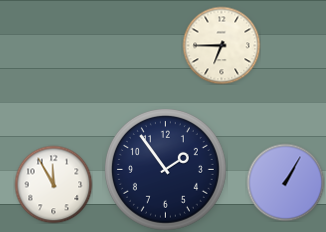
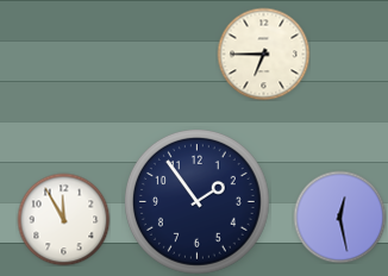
clock at (285, 182): 1:05 -> 12:28
